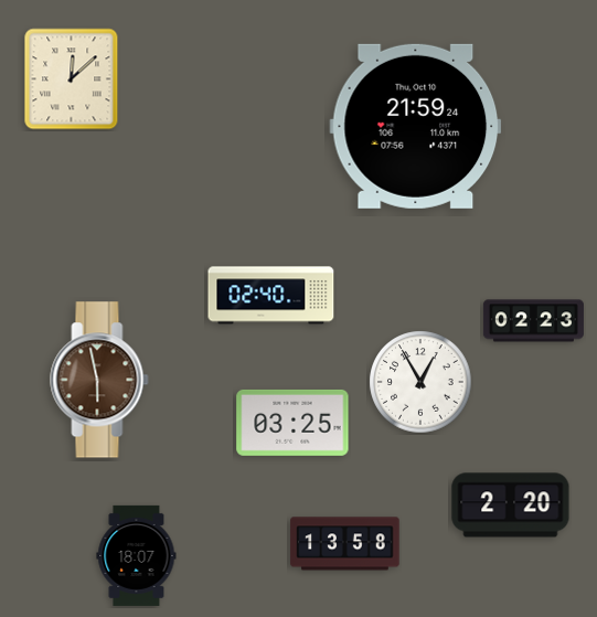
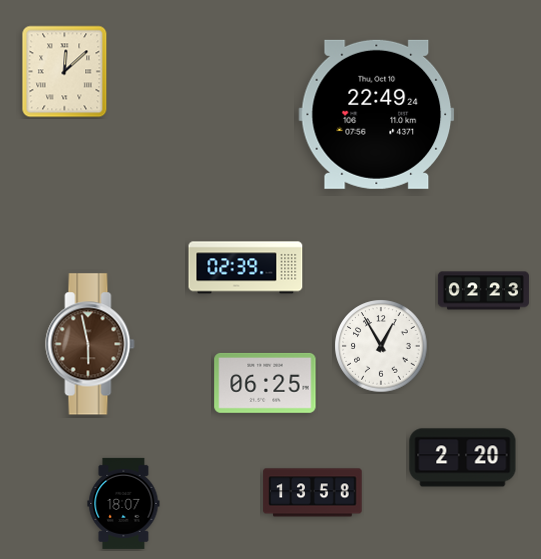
clock at (416, 126): 21:59 -> 22:49
clock at (271, 296): 02:40 -> 02:39
clock at (292, 423): 03:25 -> 06:25
